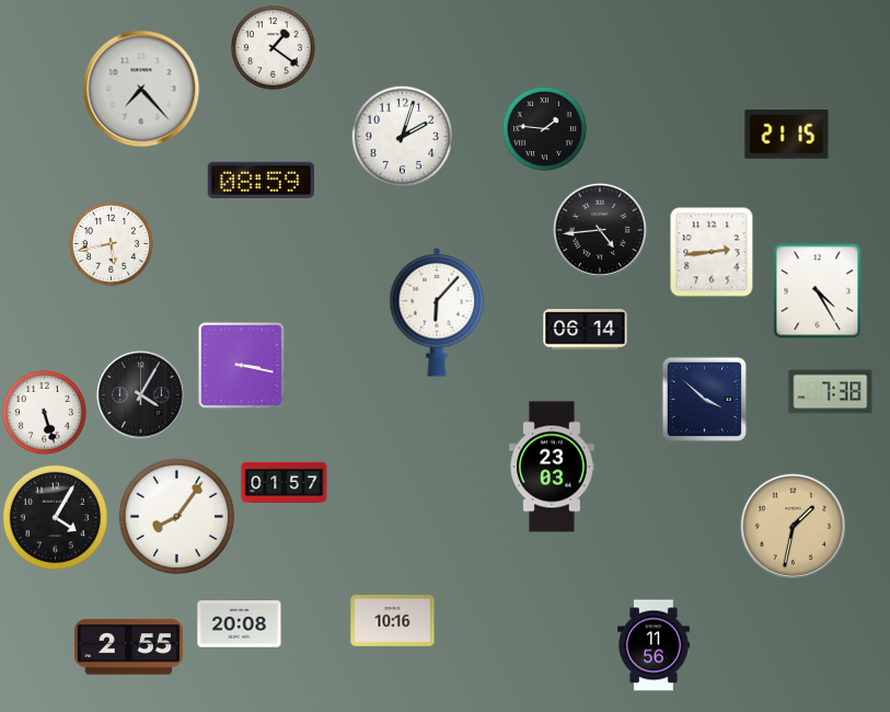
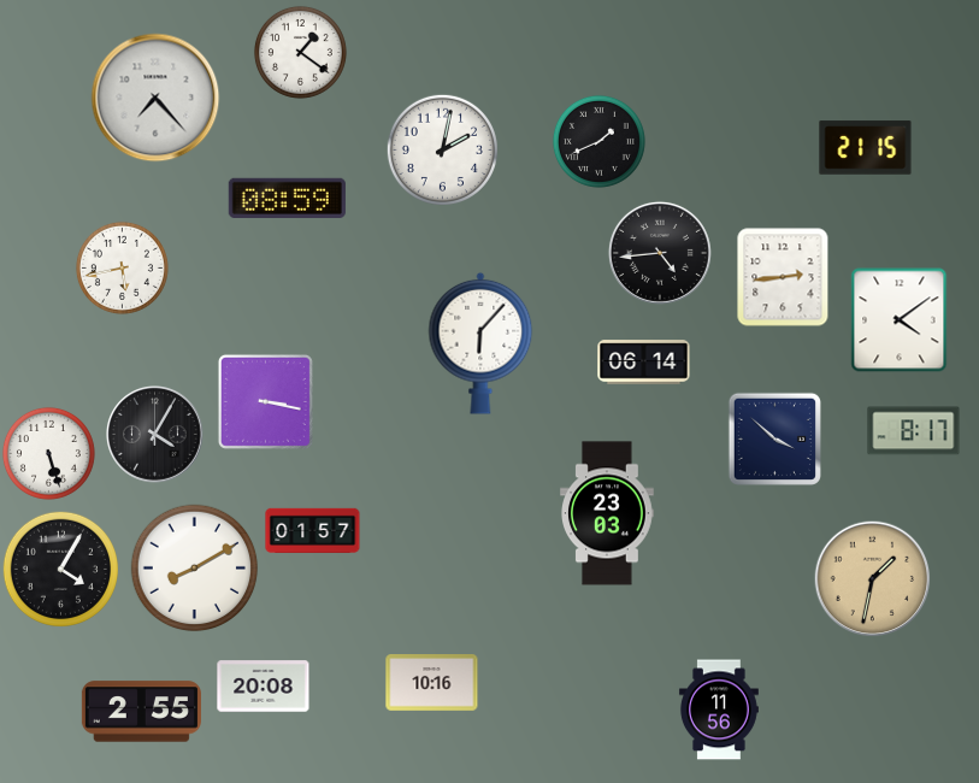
clock at (544, 128): 1:46 -> 1:41
clock at (402, 136): 2:03 -> 2:02
clock at (818, 291): 4:25 -> 4:09
clock at (831, 392): 7:38 -> 8:17
clock at (177, 517): 8:06 -> 8:10
